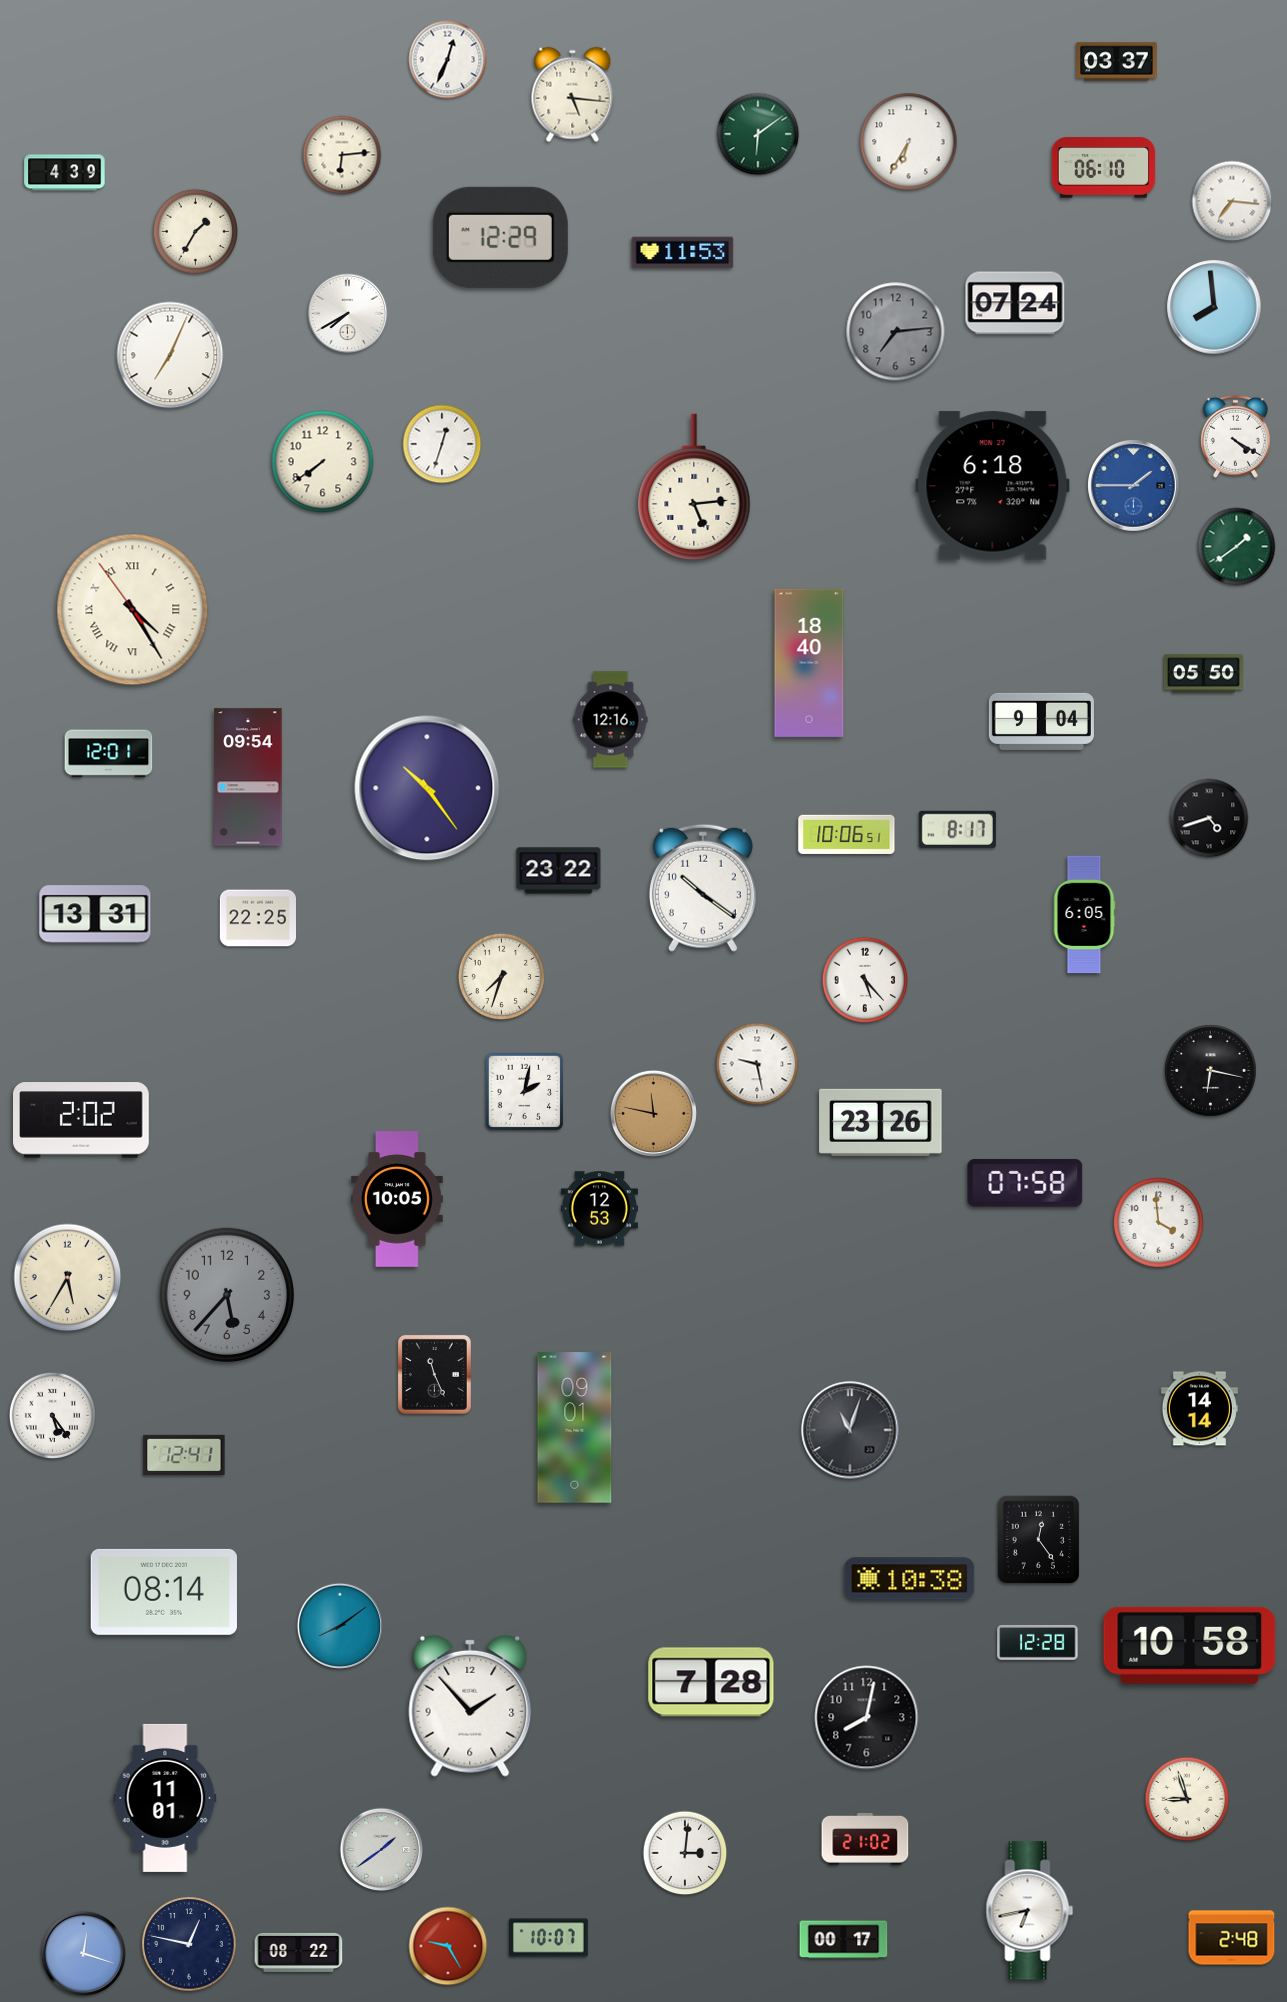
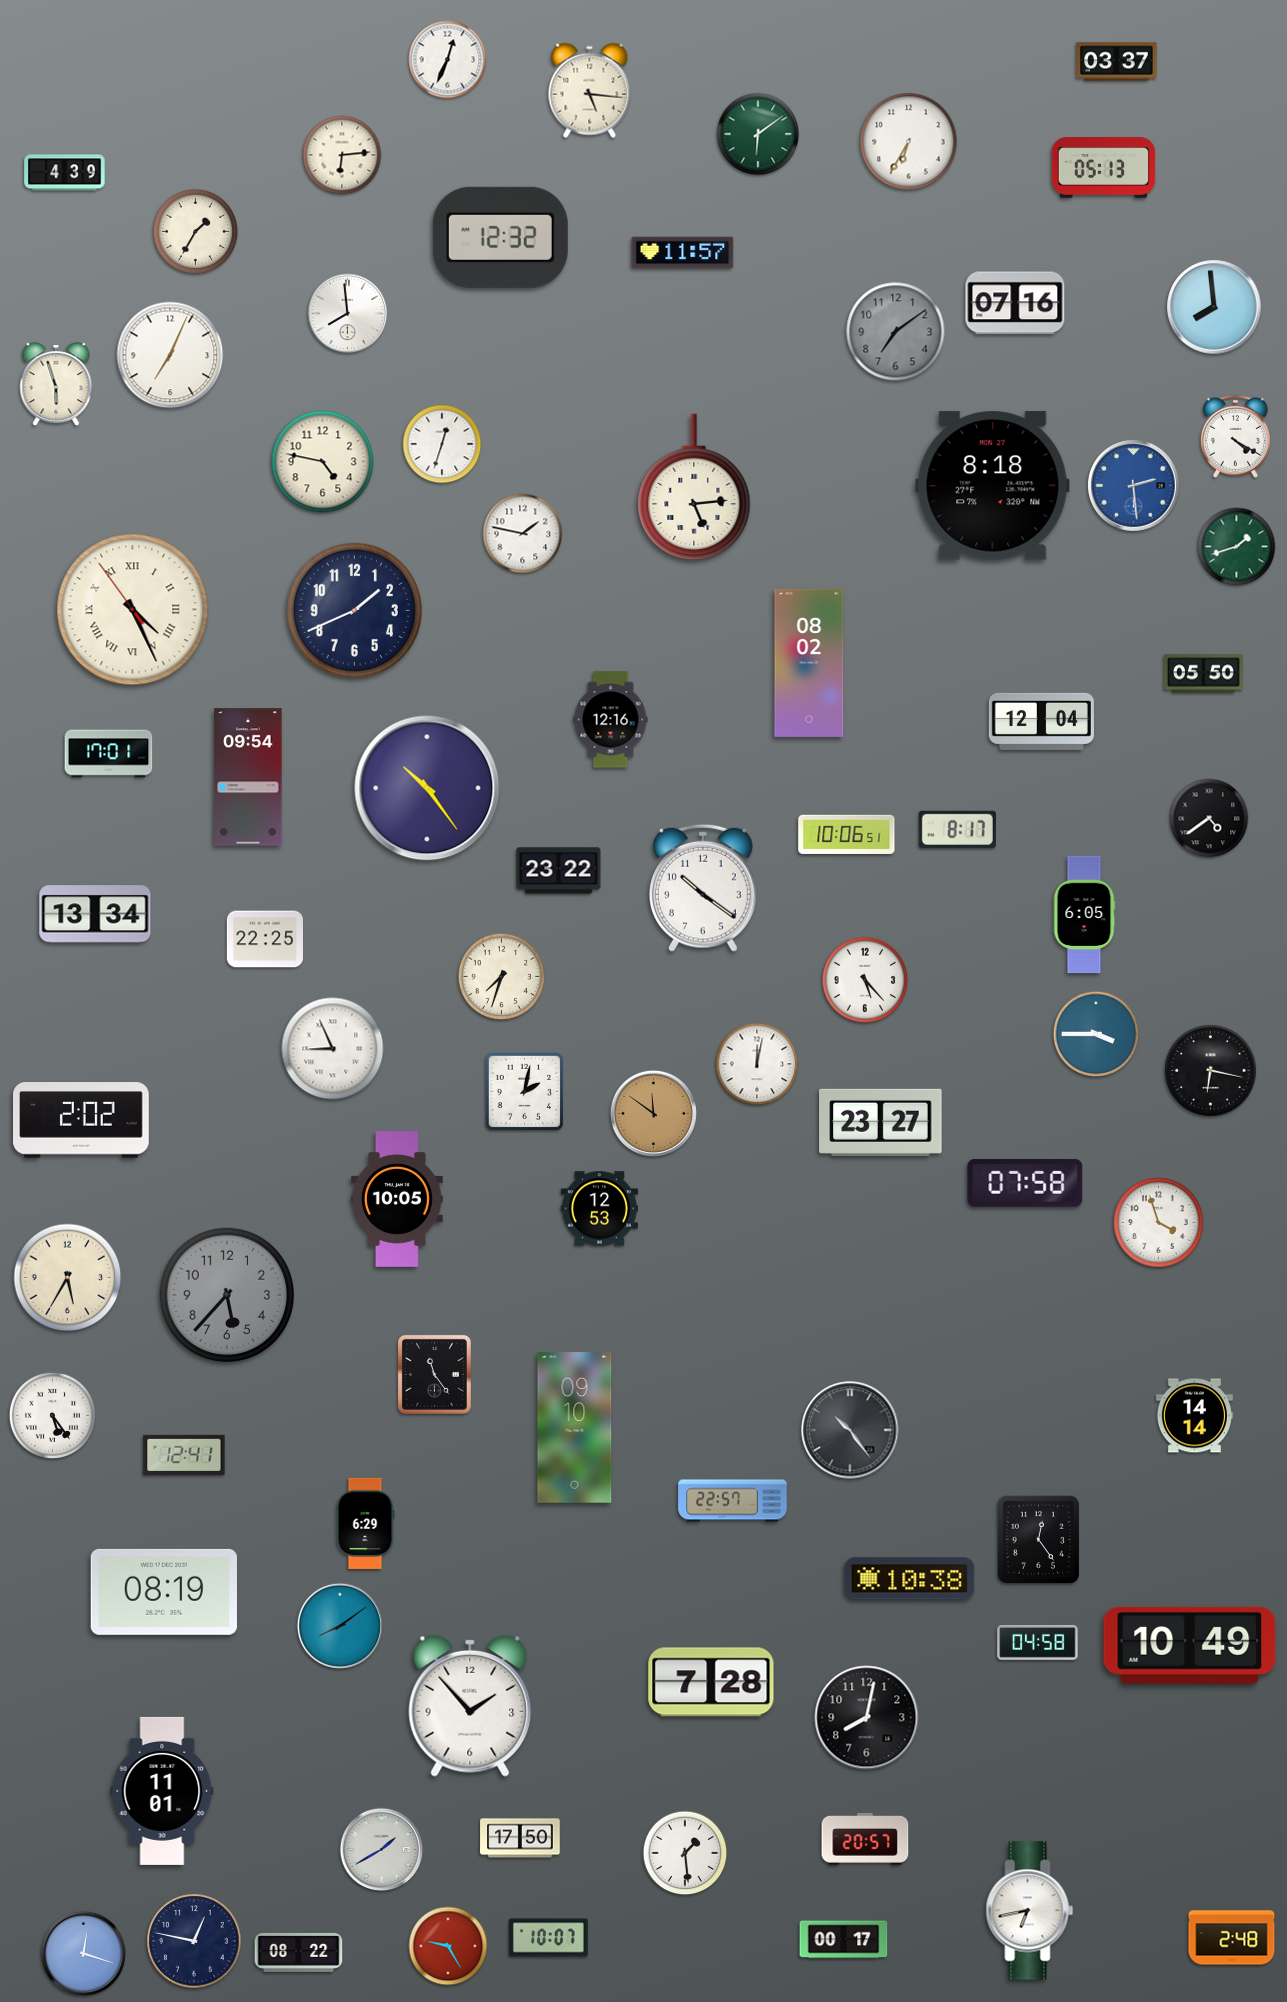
clock at (573, 95) position: (573, 95) -> (590, 91)
clock at (1104, 168): 06:10 -> 05:13
clock at (1232, 201): 7:16 -> none
clock at (500, 237): 12:29 -> 12:32
clock at (683, 253): 11:53 -> 11:57
clock at (1015, 303): 07:24 -> 07:16
clock at (348, 314): 7:40 -> 7:59
clock at (896, 332): 7:14 -> 7:09
clock at (56, 385): none -> 5:57
clock at (323, 462): 7:39 -> 4:47
clock at (993, 486): 6:18 -> 8:18
clock at (1134, 486): 1:45 -> 2:29
clock at (523, 534): none -> 1:47
clock at (1237, 547): 1:39 -> 1:42
clock at (133, 610): 4:24 -> 4:25
clock at (354, 610): none -> 1:41
clock at (809, 663): 18:40 -> 08:02
clock at (1041, 721): 9:04 -> 12:04
clock at (109, 754): 12:01 -> 17:01
clock at (1209, 818): 4:42 -> 4:39
clock at (95, 914): 13:31 -> 13:34
clock at (257, 918) position: (257, 918) -> (264, 939)
clock at (1096, 1034): none -> 3:45
clock at (333, 1049): none -> 8:56
clock at (757, 1064): 9:28 -> 12:02
clock at (653, 1113): 11:47 -> 11:51
clock at (881, 1122): 23:26 -> 23:27
clock at (1158, 1222): 3:59 -> 3:57
clock at (434, 1374): 11:26 -> 11:24
clock at (1199, 1409) position: (1199, 1409) -> (1194, 1416)
clock at (575, 1428): 09:01 -> 09:10
clock at (850, 1430): 11:03 -> 10:24
clock at (733, 1501): none -> 22:57
clock at (365, 1523): none -> 6:29
clock at (164, 1592): 08:14 -> 08:19
clock at (1038, 1642): 12:28 -> 04:58
clock at (1190, 1645): 10:58 -> 10:49
clock at (165, 1798) position: (165, 1798) -> (162, 1791)
clock at (1187, 1799): 8:57 -> none
clock at (520, 1838): none -> 17:50
clock at (865, 1839): 21:02 -> 20:57
clock at (382, 1850): 1:39 -> 1:40
clock at (685, 1853): 3:01 -> 1:29
clock at (189, 1944) position: (189, 1944) -> (194, 1941)
